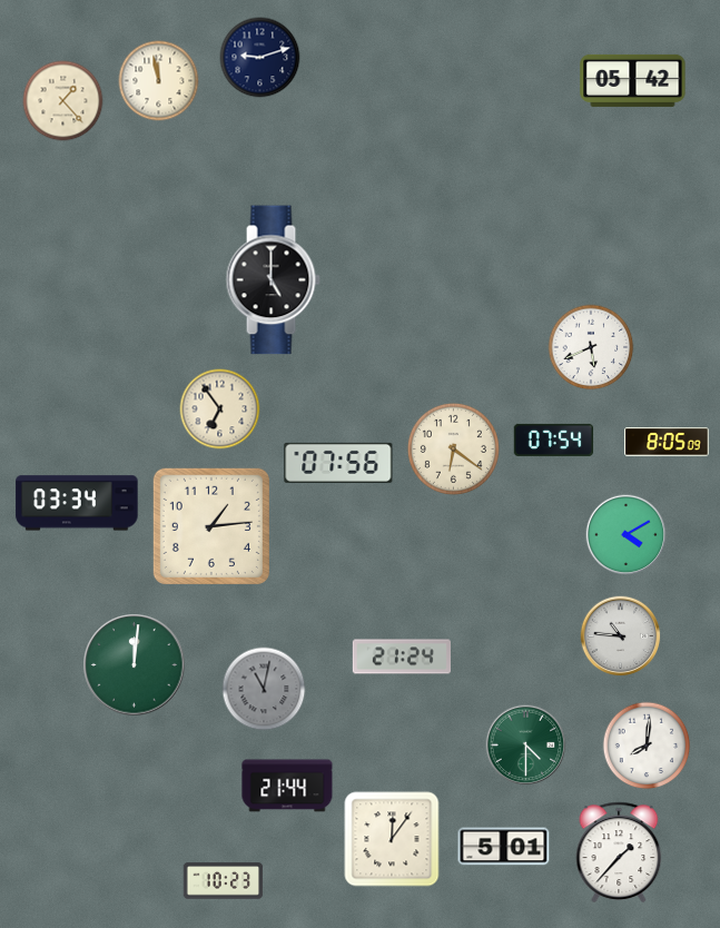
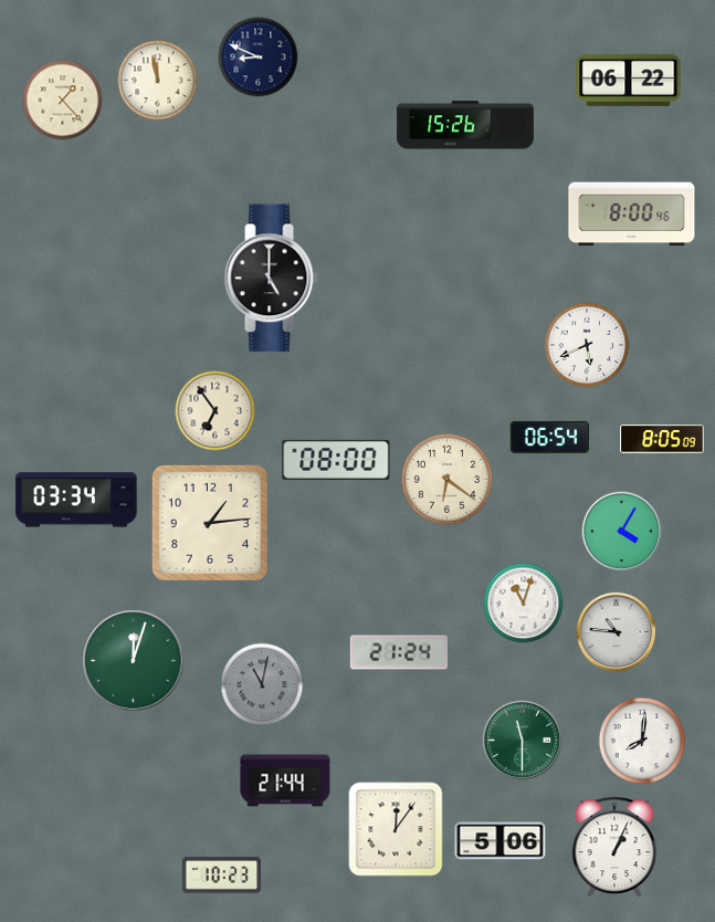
clock at (260, 58): 9:12 -> 8:49
clock at (633, 80): 05:42 -> 06:22
clock at (465, 125): none -> 15:26
clock at (632, 214): none -> 8:00
clock at (220, 409) position: (220, 409) -> (215, 411)
clock at (554, 440): 07:54 -> 06:54
clock at (453, 448) position: (453, 448) -> (446, 479)
clock at (338, 463): 07:56 -> 08:00
clock at (627, 535): 4:10 -> 4:05
clock at (524, 604): none -> 11:03
clock at (135, 665): 12:01 -> 12:03
clock at (526, 746): 4:30 -> 11:30
clock at (392, 839) position: (392, 839) -> (396, 829)
clock at (504, 847): 5:01 -> 5:06
clock at (619, 852): 1:37 -> 1:04
